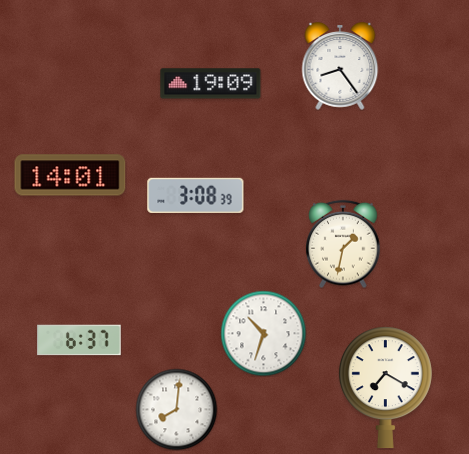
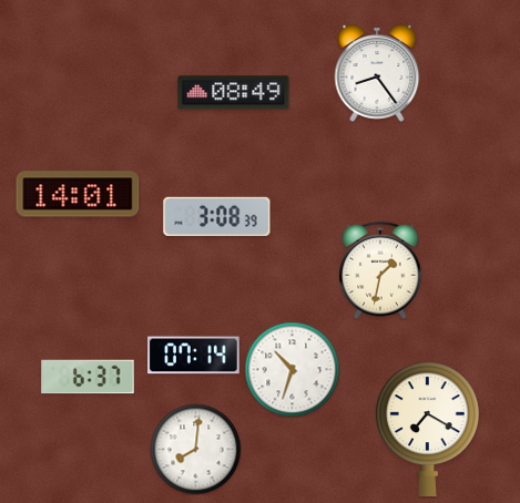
clock at (211, 84): 19:09 -> 08:49
clock at (194, 356): none -> 07:14
clock at (176, 409) position: (176, 409) -> (195, 449)
